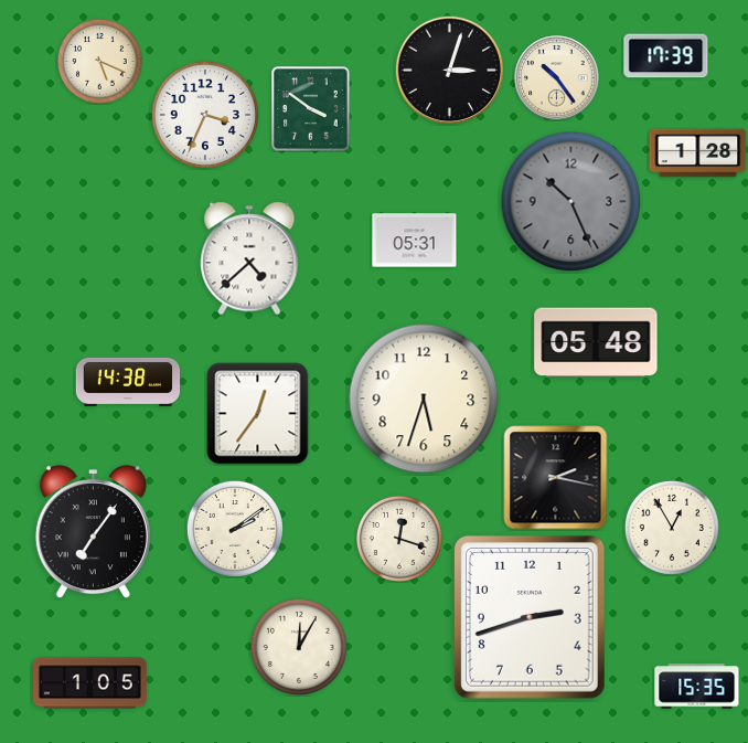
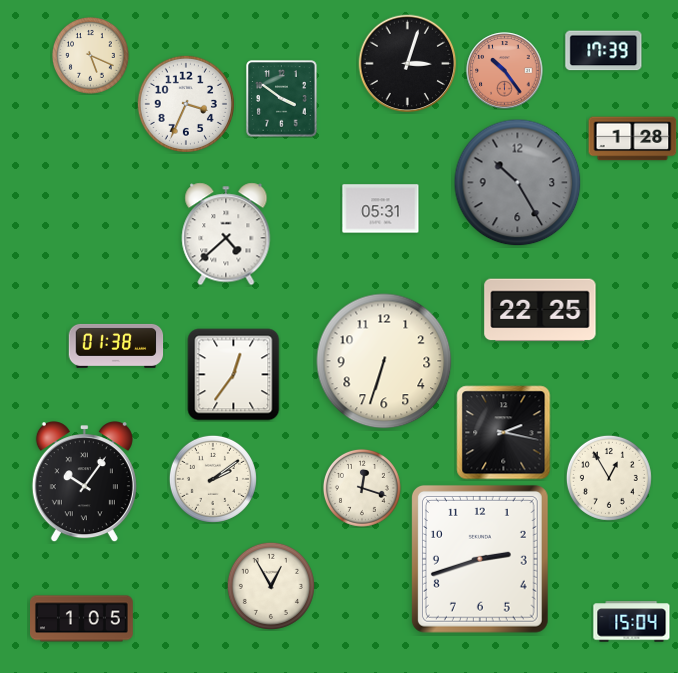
clock at (557, 78) dial: cream -> salmon
clock at (571, 202): 10:26 -> 10:25
clock at (415, 241) position: (415, 241) -> (381, 209)
clock at (596, 342): 05:48 -> 22:25
clock at (128, 382): 14:38 -> 01:38
clock at (424, 399): 5:33 -> 6:33
clock at (93, 532): 7:06 -> 10:06
clock at (299, 647): 12:05 -> 12:55
clock at (697, 687): 15:35 -> 15:04
